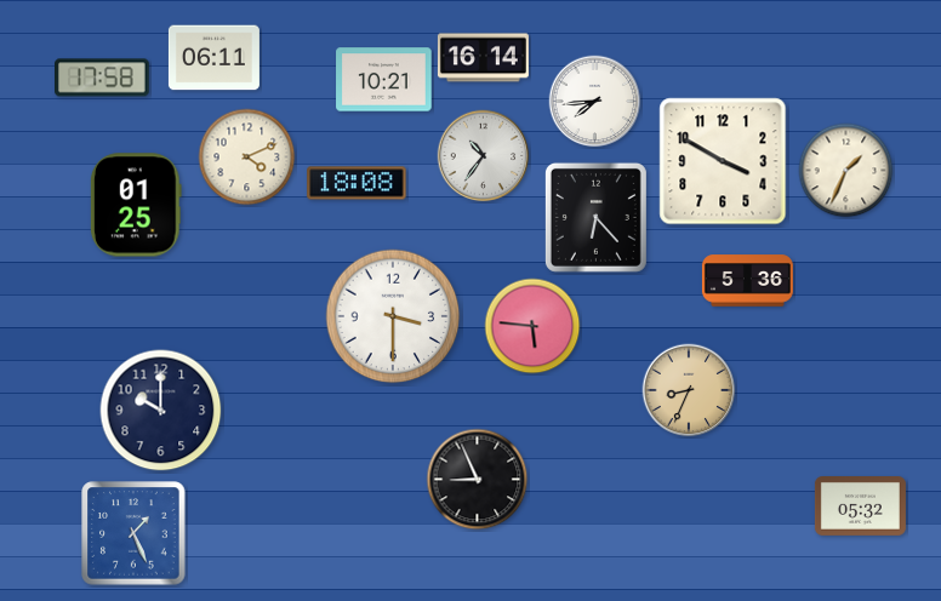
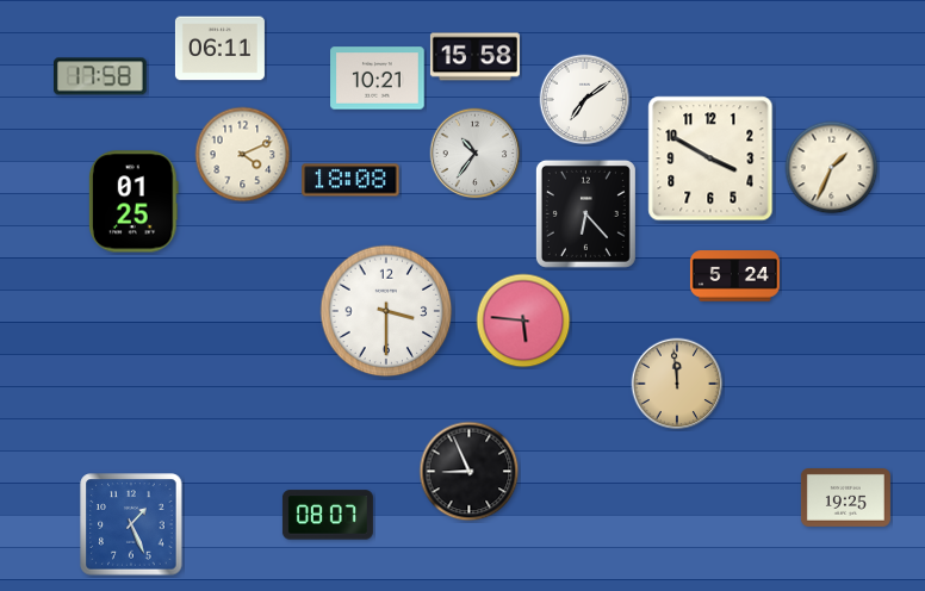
clock at (213, 58) position: (213, 58) -> (219, 49)
clock at (483, 58): 16:14 -> 15:58
clock at (595, 102): 7:44 -> 7:09
clock at (747, 281): 5:36 -> 5:24
clock at (689, 390): 8:34 -> 11:59
clock at (161, 411): 10:00 -> none
clock at (860, 506): 05:32 -> 19:25
clock at (328, 515): none -> 08:07
